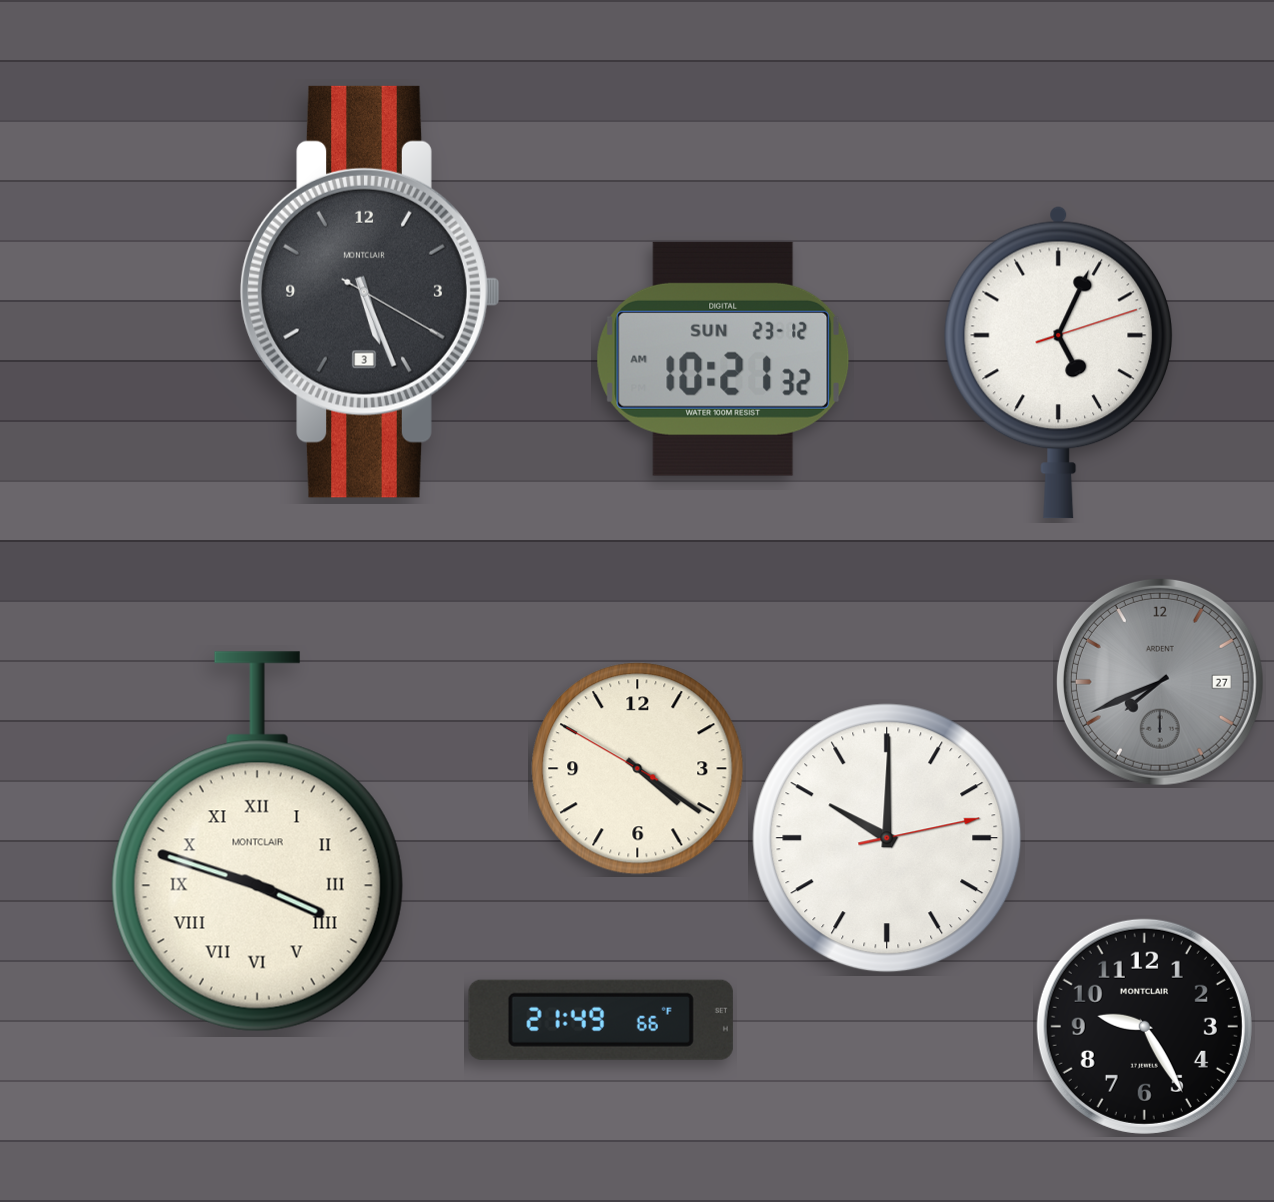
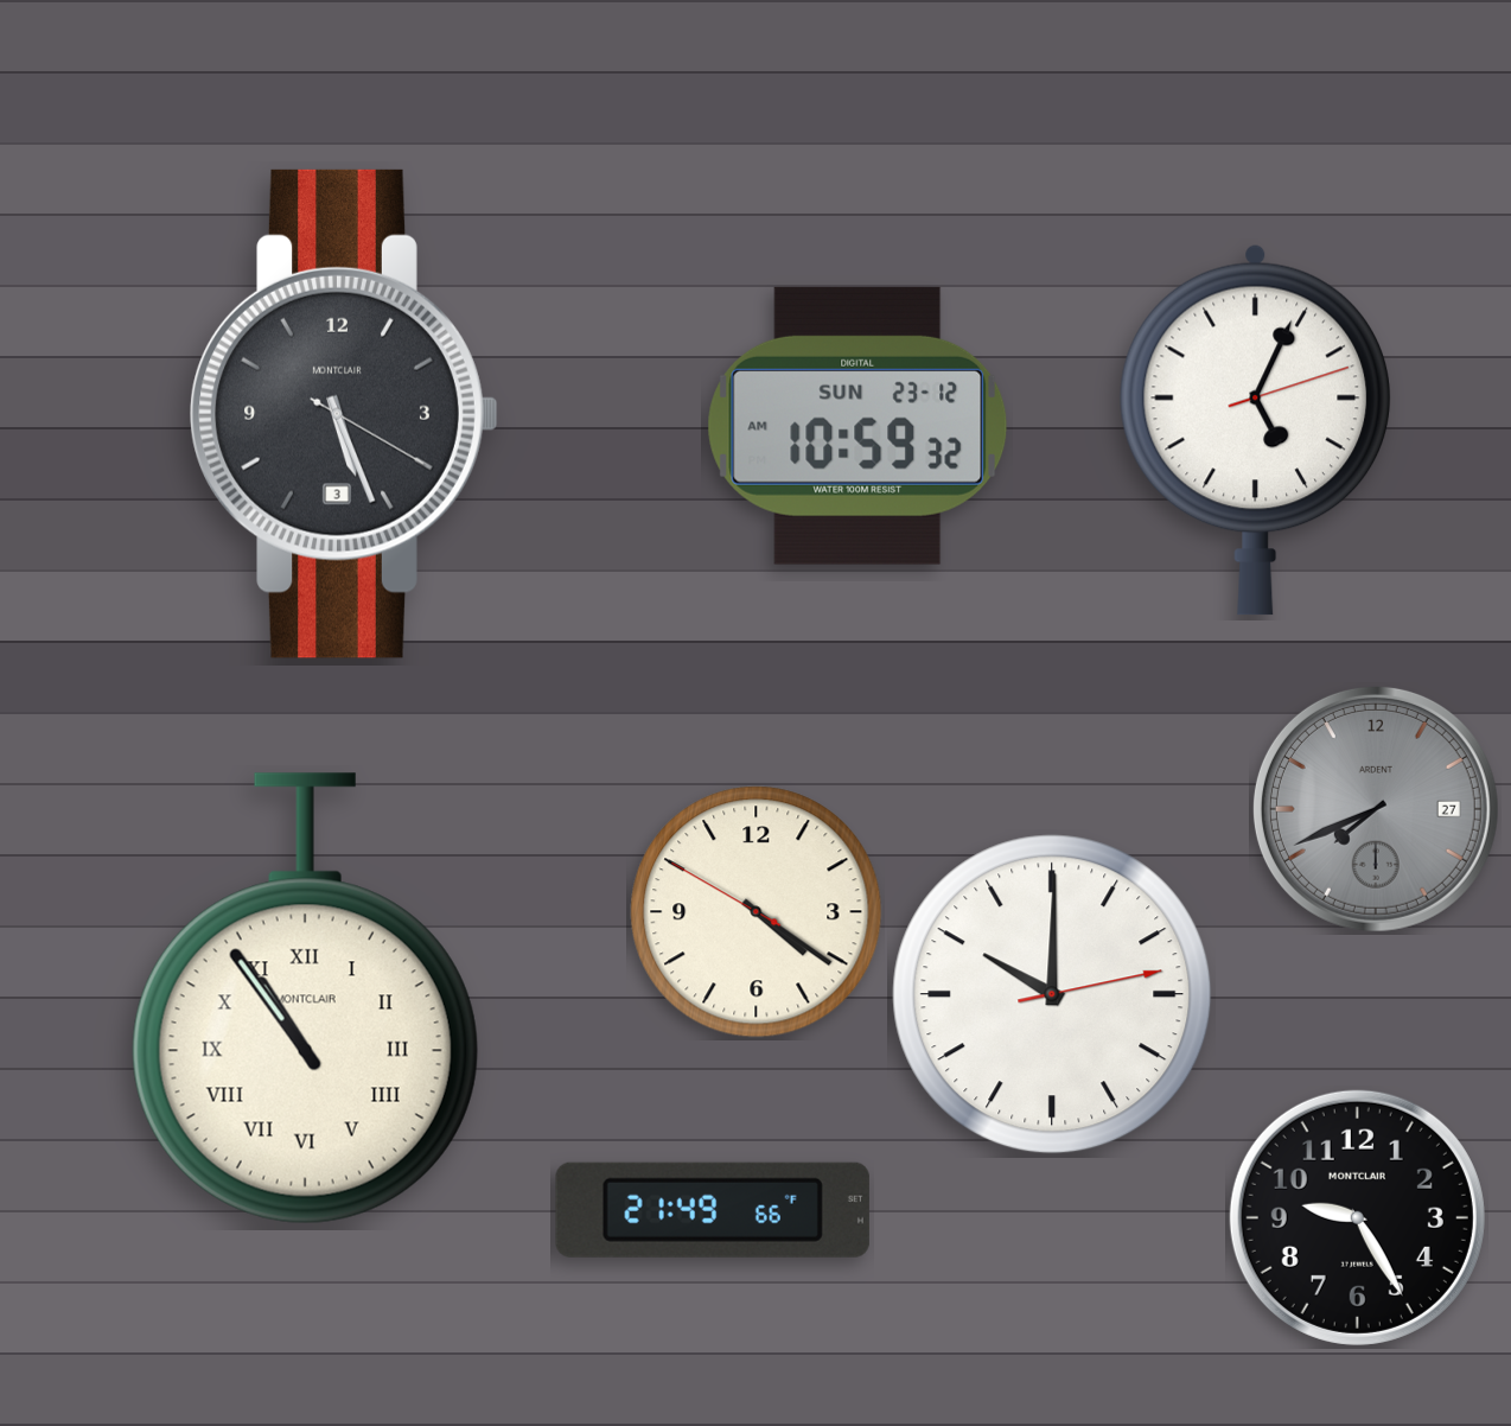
clock at (370, 292) position: (370, 292) -> (344, 414)
clock at (723, 359): 10:21 -> 10:59
clock at (257, 842): 3:48 -> 10:54
